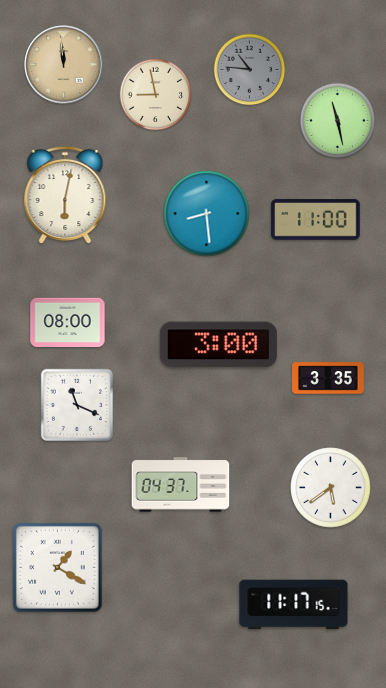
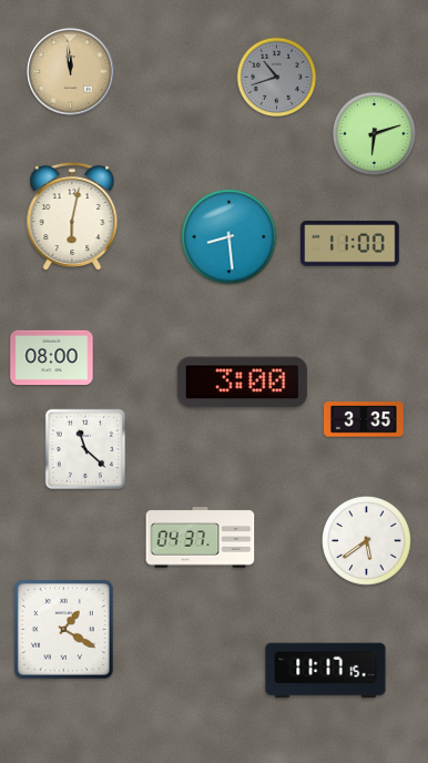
clock at (250, 70): 10:46 -> 10:42
clock at (156, 95): 8:58 -> none
clock at (337, 120): 11:28 -> 6:12
clock at (68, 323) position: (68, 323) -> (52, 358)
clock at (76, 404): 11:19 -> 11:22
